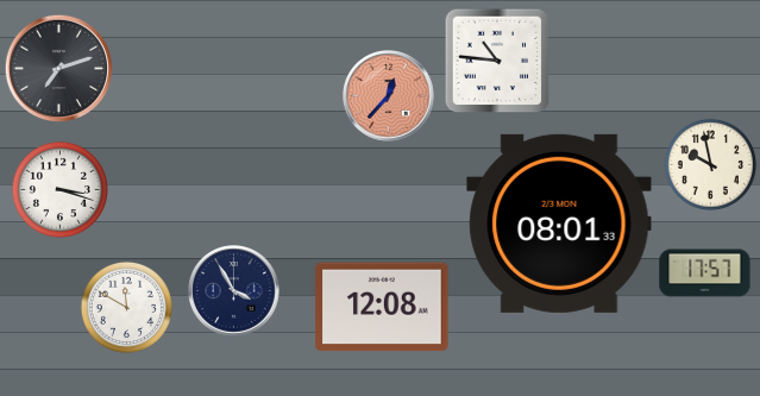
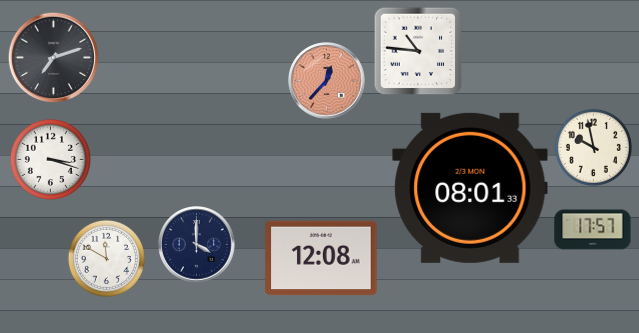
clock at (58, 68) position: (58, 68) -> (53, 57)
clock at (710, 164) position: (710, 164) -> (593, 147)
clock at (234, 291): 3:55 -> 4:00
